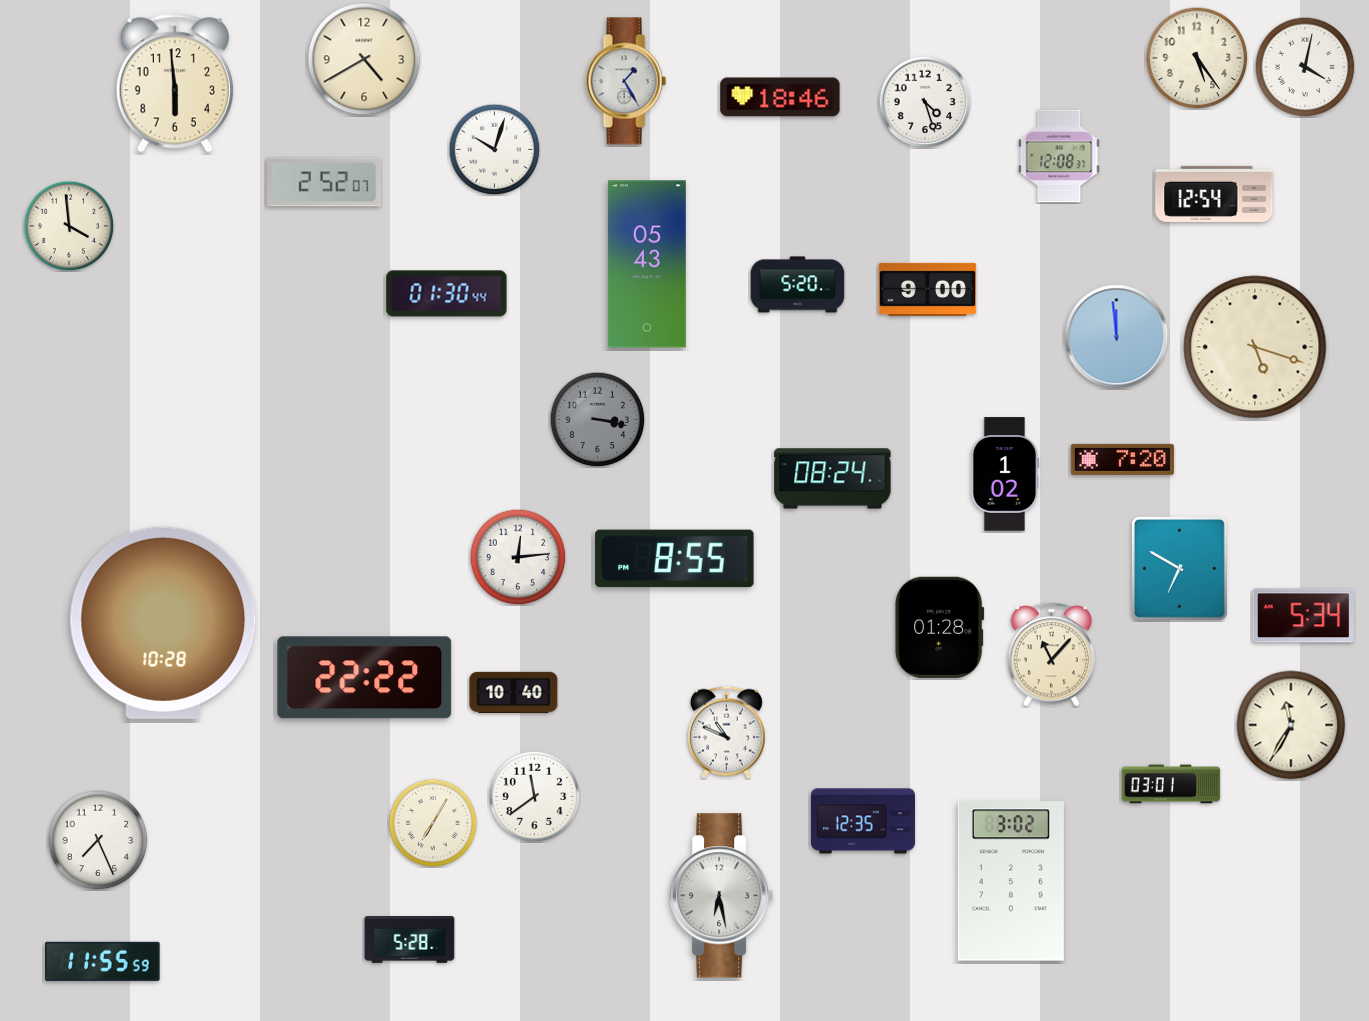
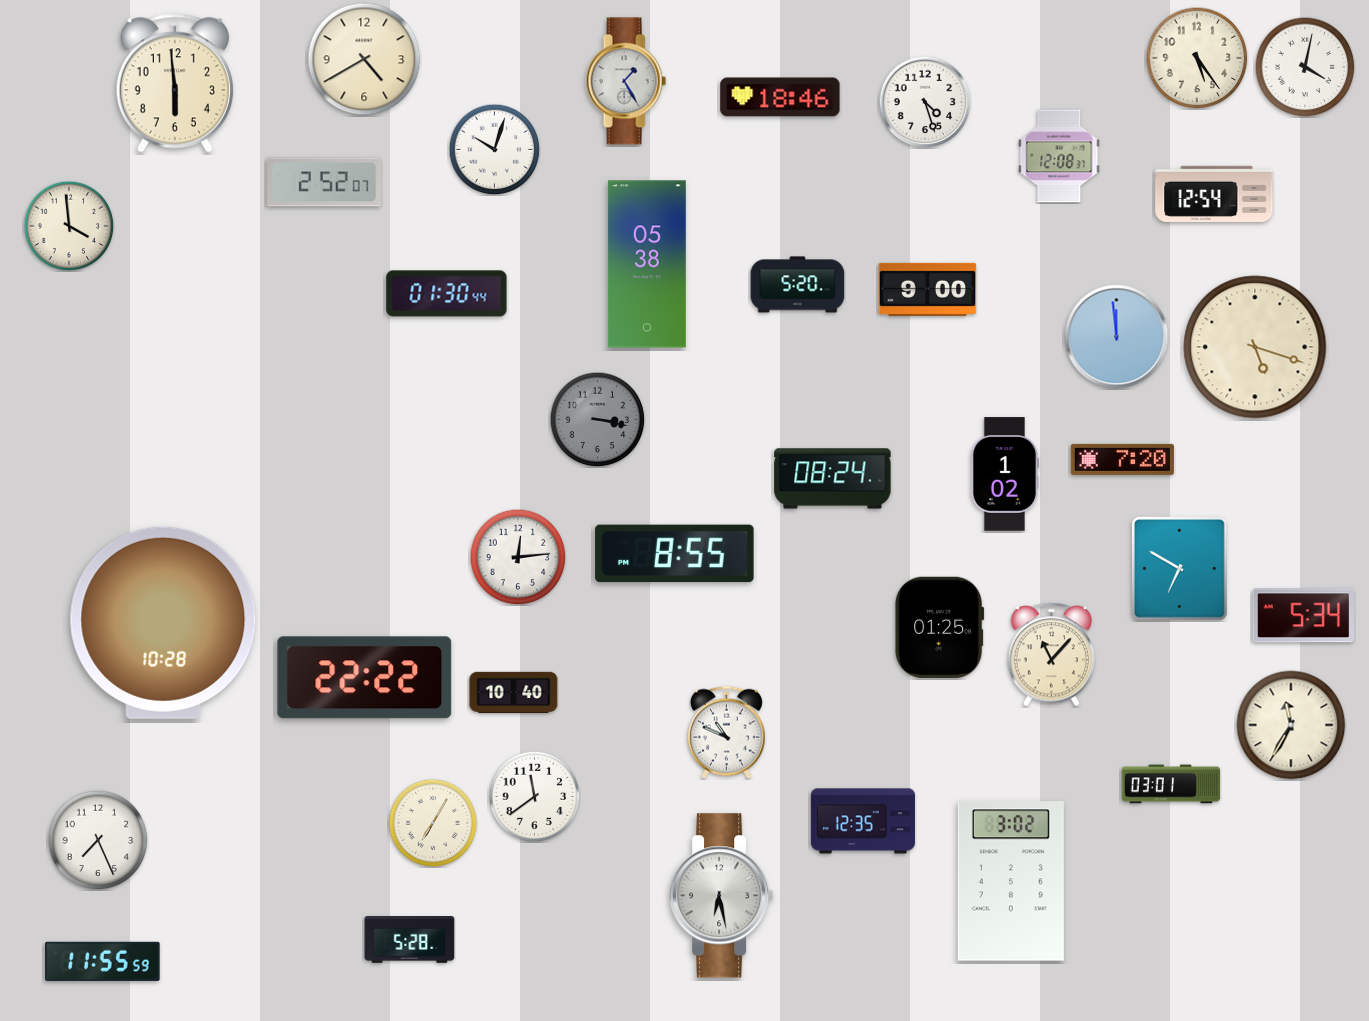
clock at (647, 264): 05:43 -> 05:38
clock at (675, 559) position: (675, 559) -> (675, 554)
clock at (940, 627): 01:28 -> 01:25
